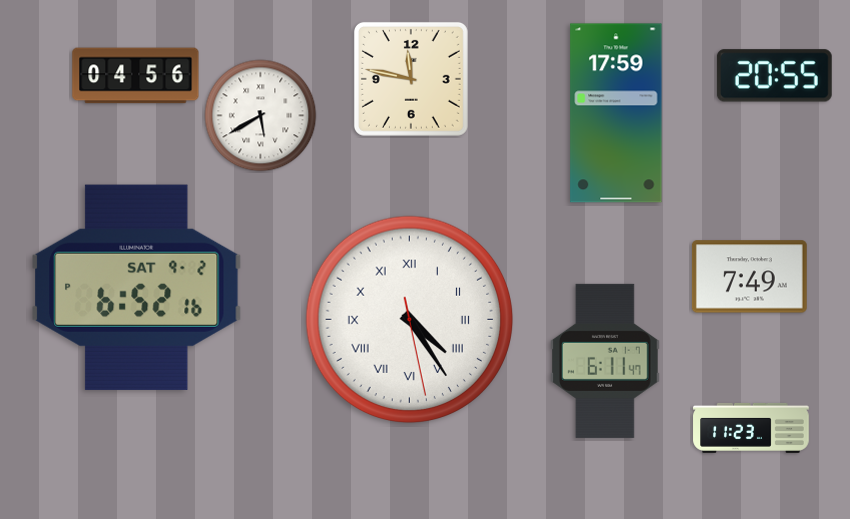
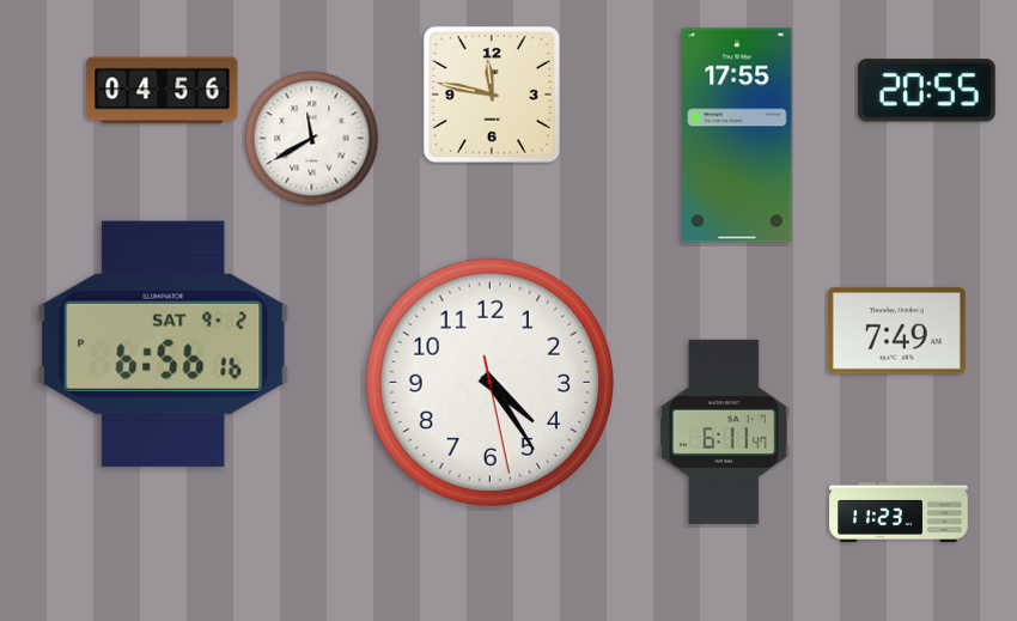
clock at (616, 113): 17:59 -> 17:55
clock at (261, 116): 5:40 -> 11:40
clock at (137, 287): 6:52 -> 6:56
clock at (410, 320) numerals: Roman -> Arabic
